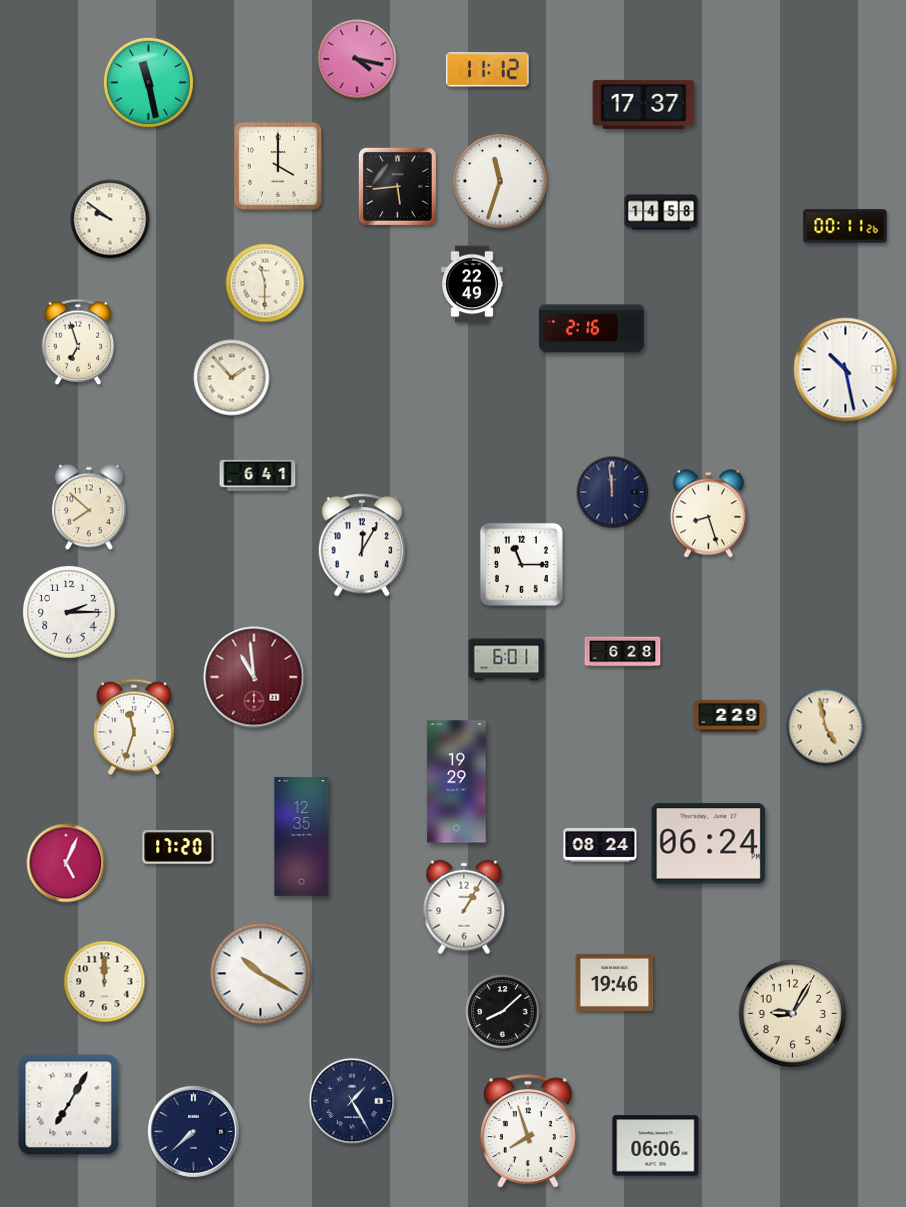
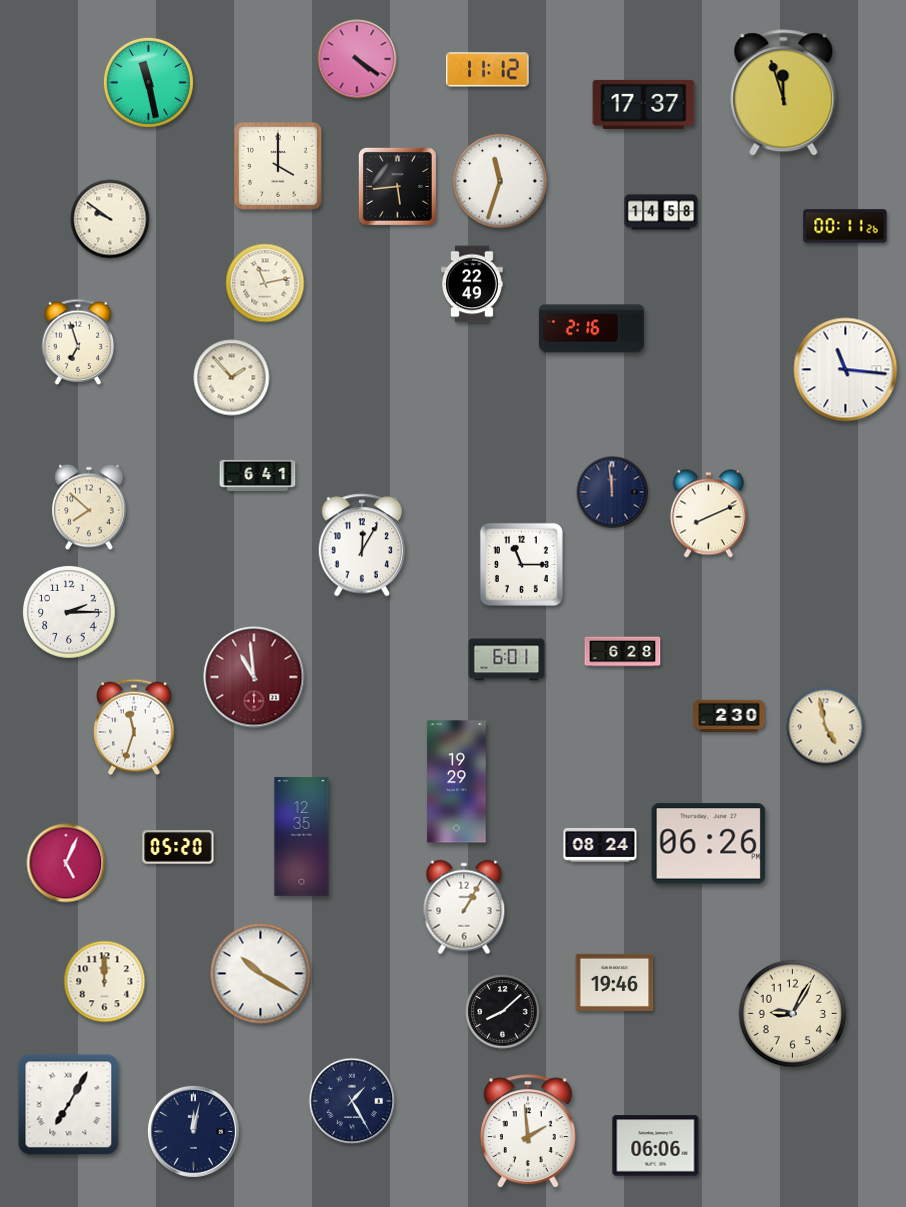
clock at (357, 59): 4:17 -> 4:21
clock at (784, 93): none -> 11:57
clock at (265, 283): 11:30 -> 11:13
clock at (846, 370): 10:28 -> 11:16
clock at (708, 514): 8:27 -> 8:11
clock at (729, 716): 2:29 -> 2:30
clock at (709, 844): 06:24 -> 06:26
clock at (178, 847): 17:20 -> 05:20
clock at (193, 1131): 7:38 -> 12:02
clock at (528, 1131): 7:57 -> 1:59
